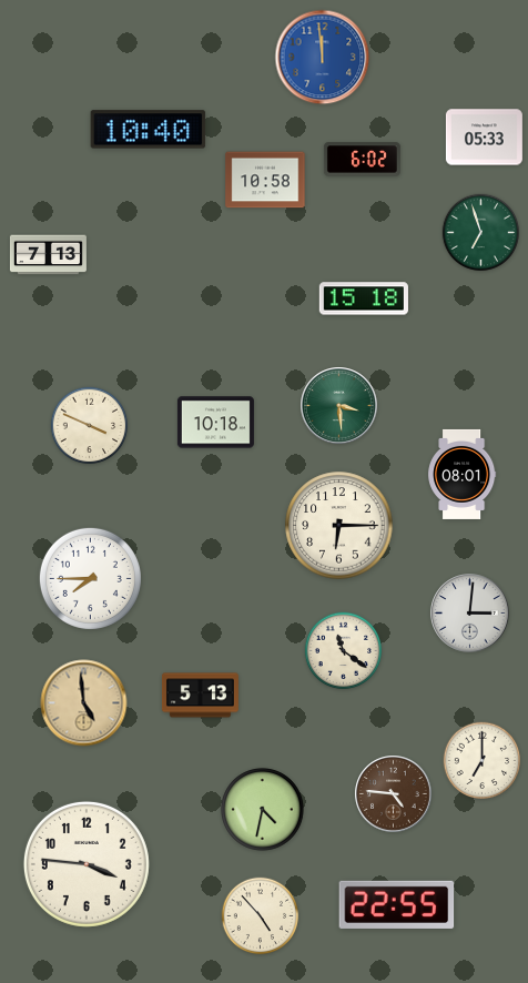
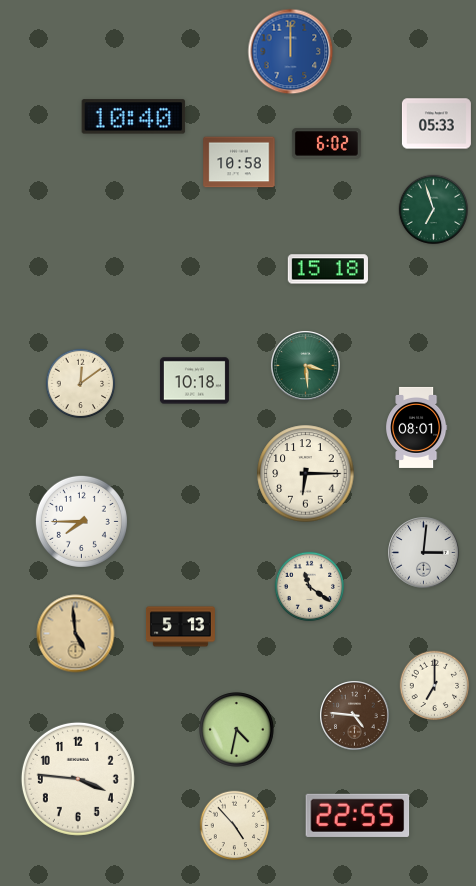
clock at (323, 58): 11:59 -> 12:00
clock at (48, 255): 7:13 -> none
clock at (90, 426): 3:49 -> 12:09
